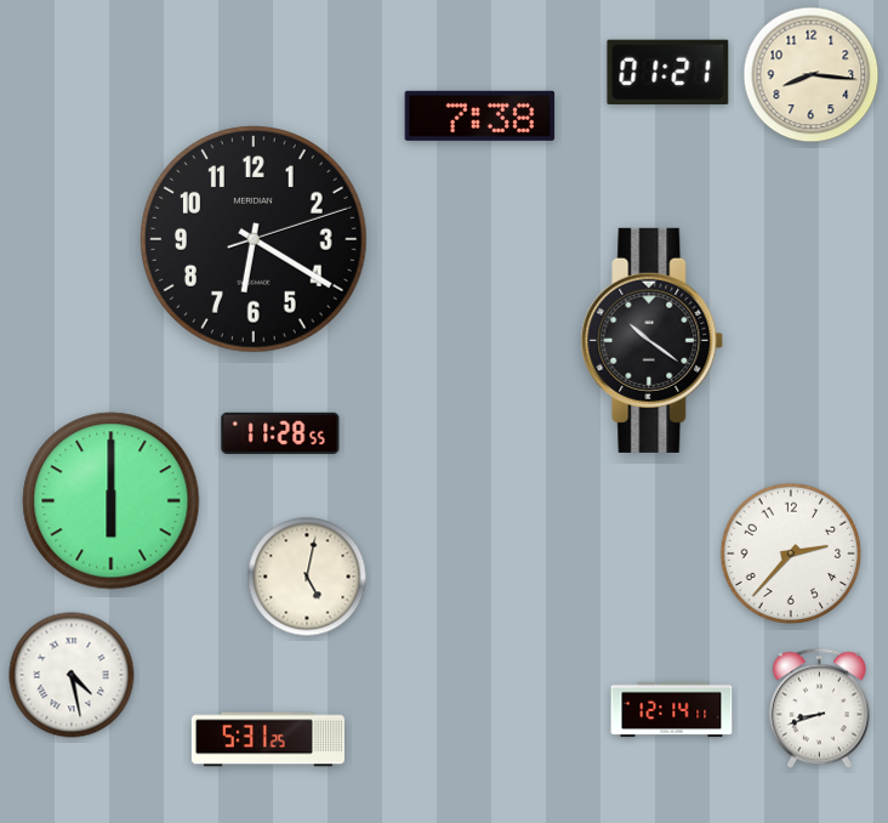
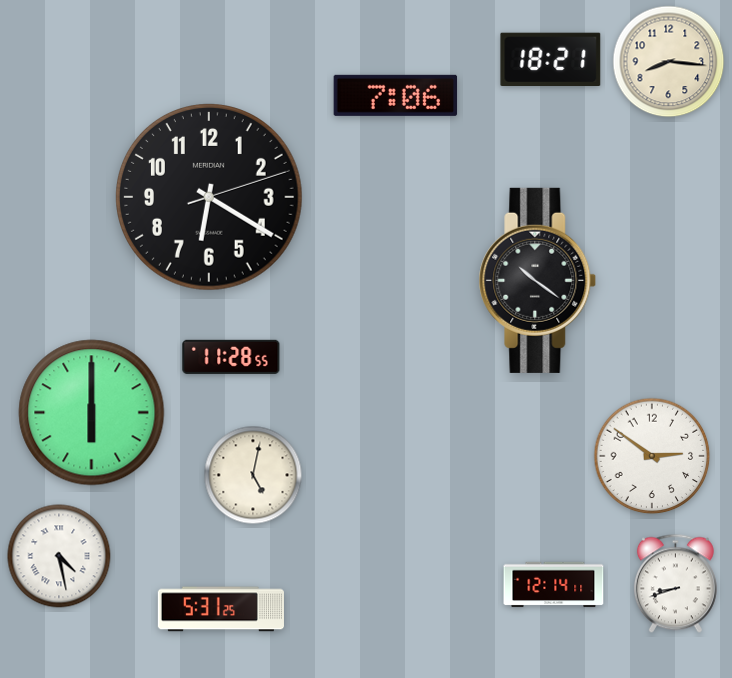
clock at (668, 73): 01:21 -> 18:21
clock at (480, 115): 7:38 -> 7:06
clock at (791, 554): 2:37 -> 2:51
